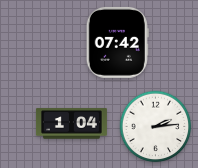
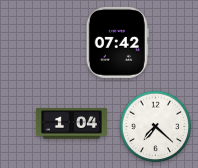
clock at (156, 127): 2:14 -> 7:22
